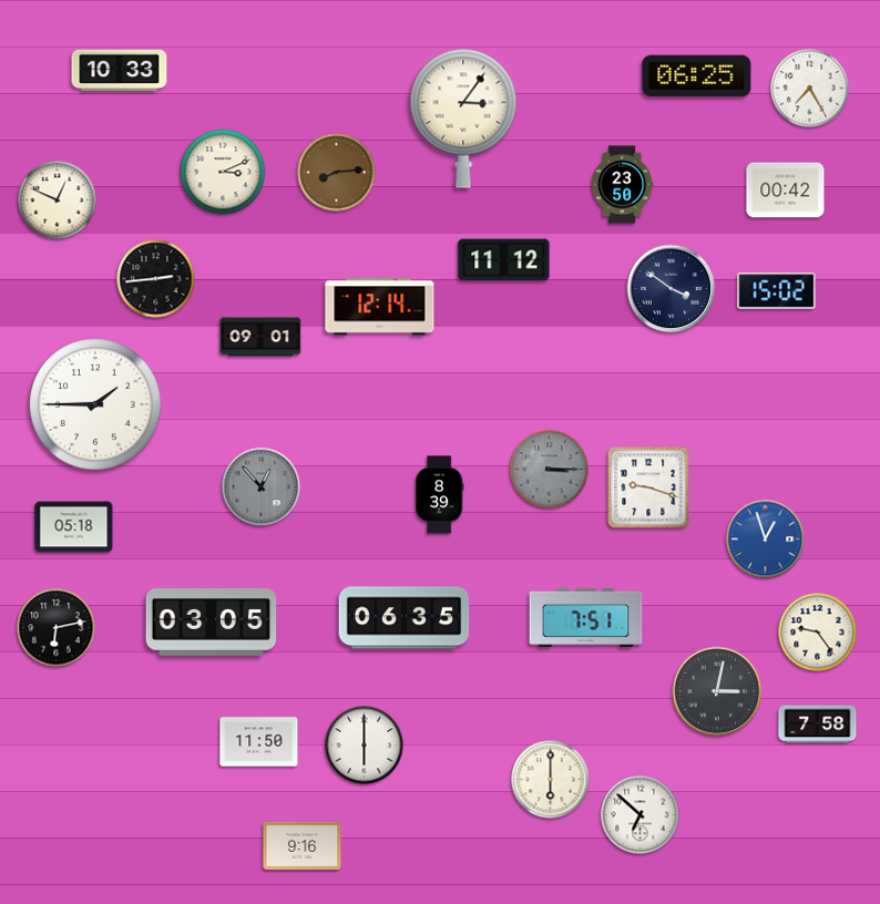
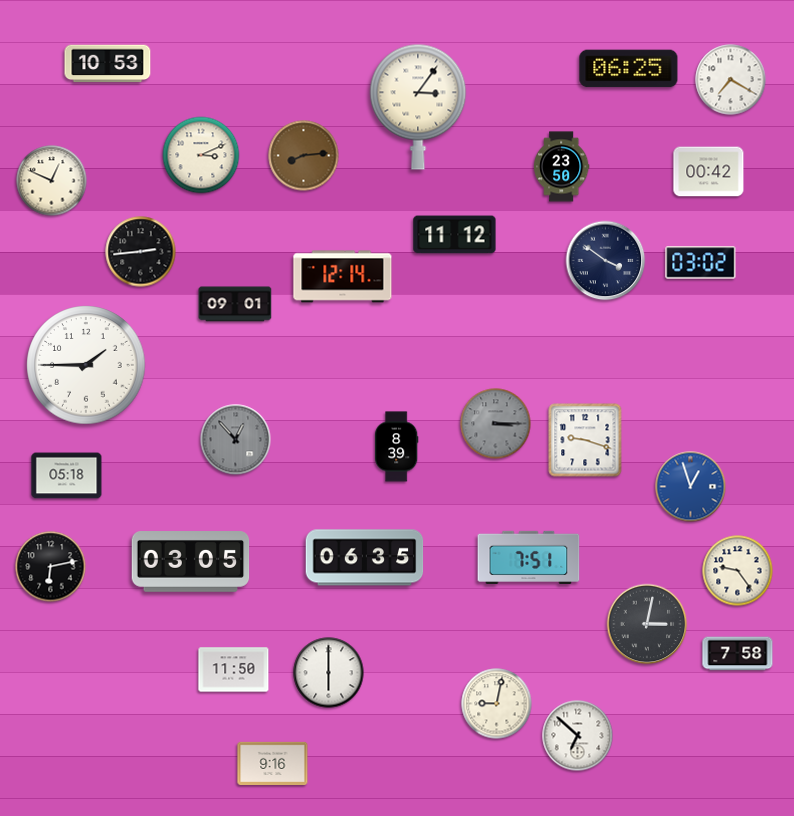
clock at (120, 71): 10:33 -> 10:53
clock at (810, 89): 7:25 -> 7:20
clock at (777, 291): 15:02 -> 03:02
clock at (551, 780): 6:00 -> 9:02
